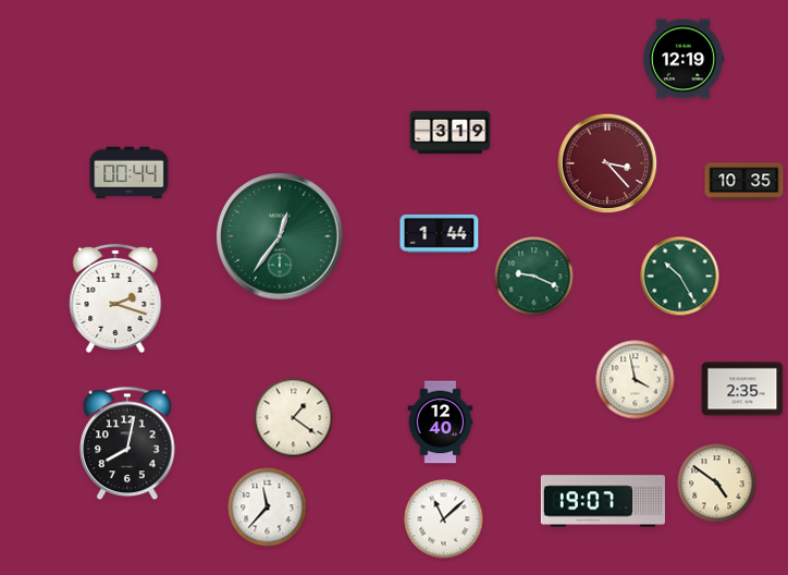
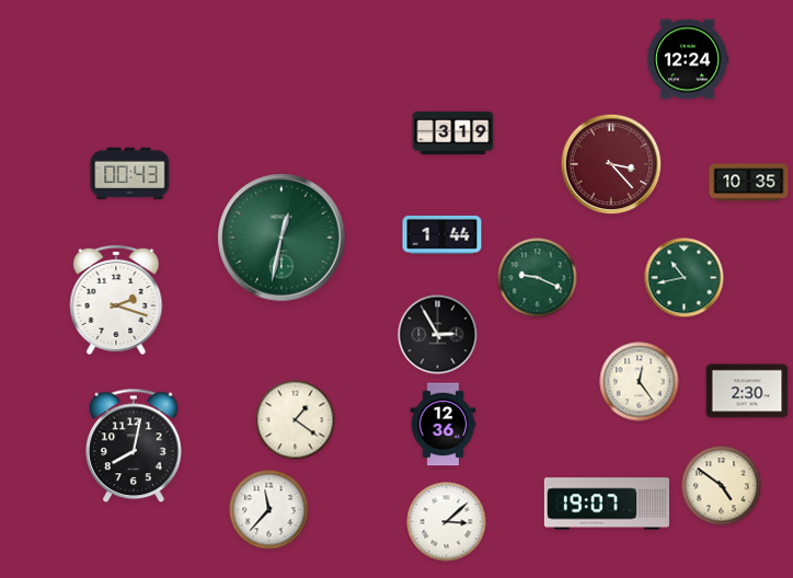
clock at (684, 59): 12:19 -> 12:24
clock at (130, 173): 00:44 -> 00:43
clock at (280, 236): 12:36 -> 12:32
clock at (680, 277): 10:25 -> 10:43
clock at (438, 335): none -> 2:55
clock at (636, 380): 3:58 -> 12:24
clock at (742, 389): 2:35 -> 2:30
clock at (441, 423): 12:40 -> 12:36
clock at (128, 443) position: (128, 443) -> (135, 446)
clock at (444, 519): 11:08 -> 3:08
